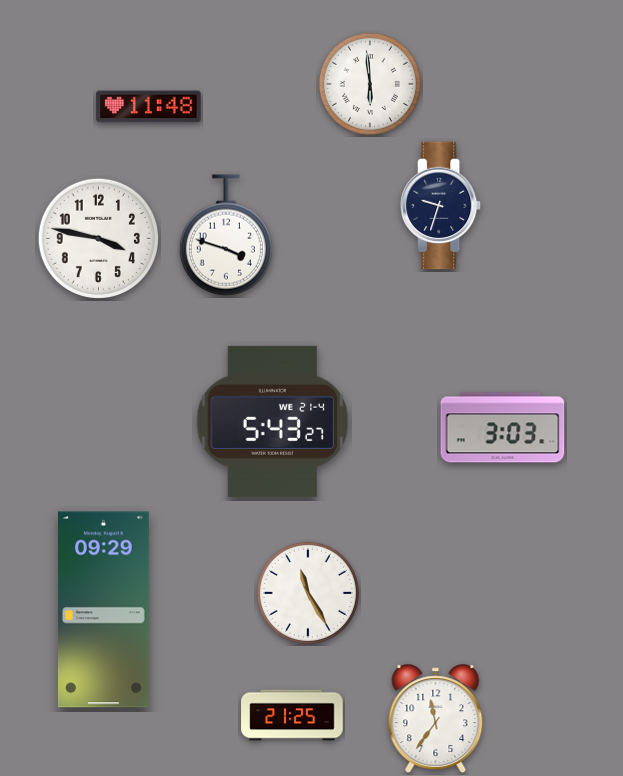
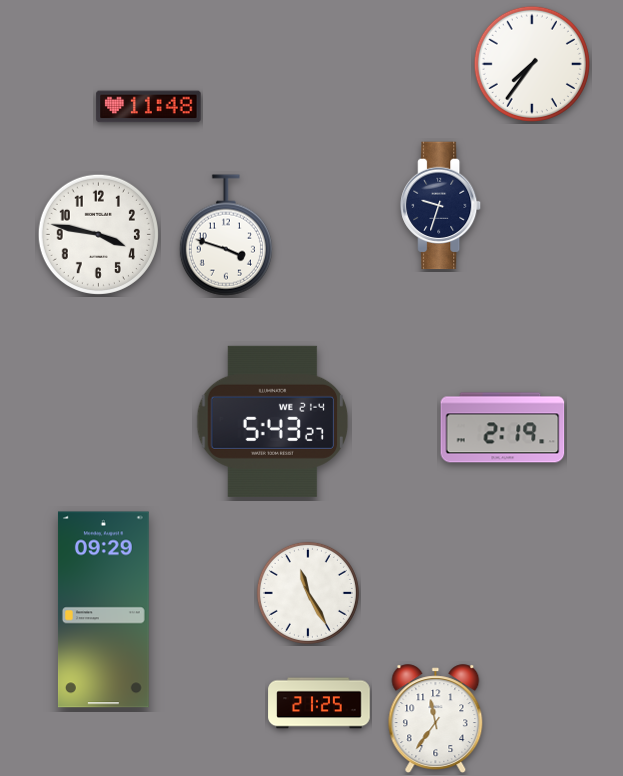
clock at (532, 64): none -> 7:36
clock at (370, 84): 5:59 -> none
clock at (98, 238) position: (98, 238) -> (98, 234)
clock at (503, 428): 3:03 -> 2:19
clock at (292, 715) position: (292, 715) -> (319, 703)
